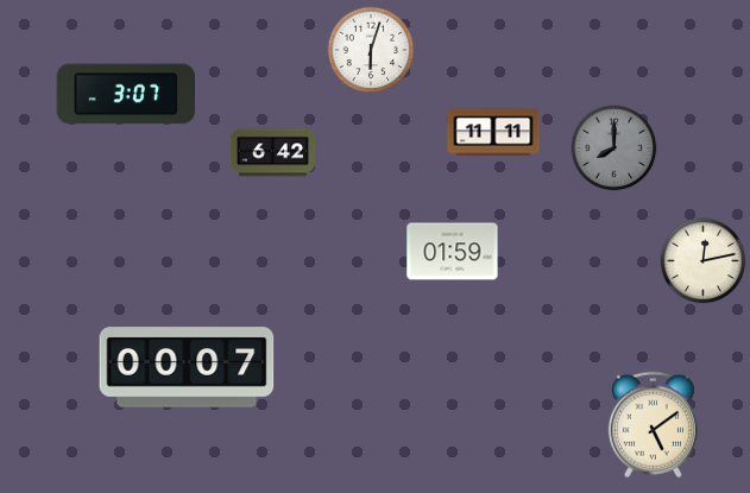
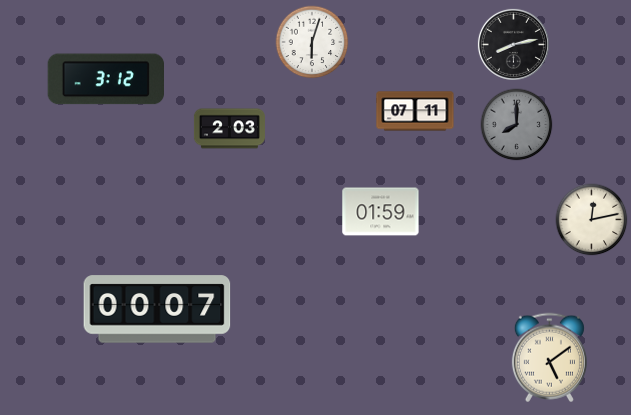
clock at (513, 44): none -> 8:13
clock at (125, 94): 3:07 -> 3:12
clock at (493, 132): 11:11 -> 07:11
clock at (272, 153): 6:42 -> 2:03
